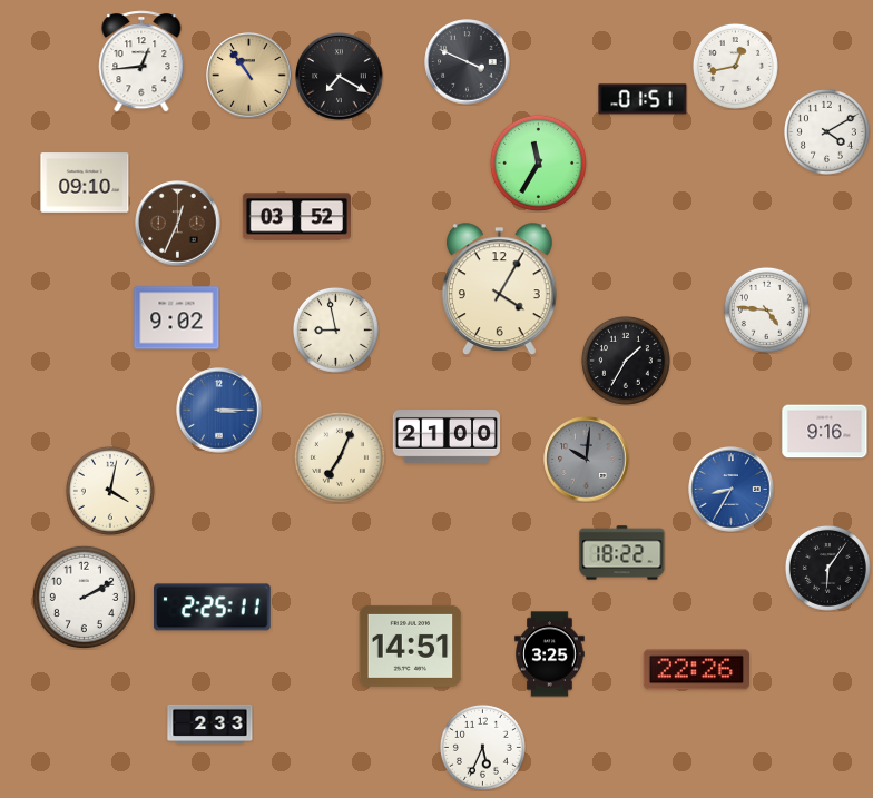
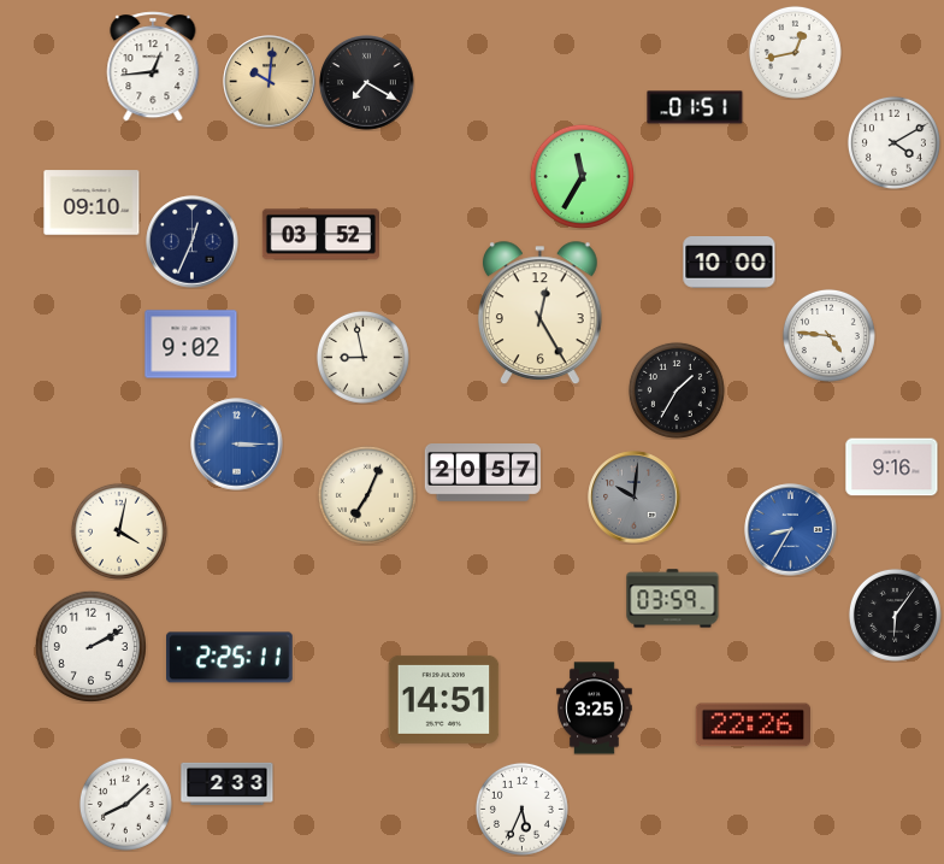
clock at (468, 62): 3:49 -> none
clock at (735, 66) position: (735, 66) -> (795, 52)
clock at (249, 76): 10:54 -> 10:01
clock at (85, 183) position: (85, 183) -> (92, 202)
clock at (178, 224) dial: brown -> navy
clock at (730, 263): none -> 10:00
clock at (499, 289): 4:05 -> 12:25
clock at (445, 437): 21:00 -> 20:57
clock at (622, 553): 18:22 -> 03:59
clock at (125, 804): none -> 8:08
